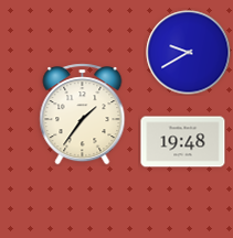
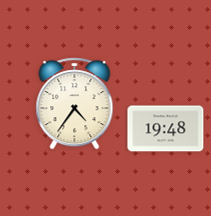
clock at (189, 53): 9:40 -> none
clock at (83, 115): 1:36 -> 4:36
